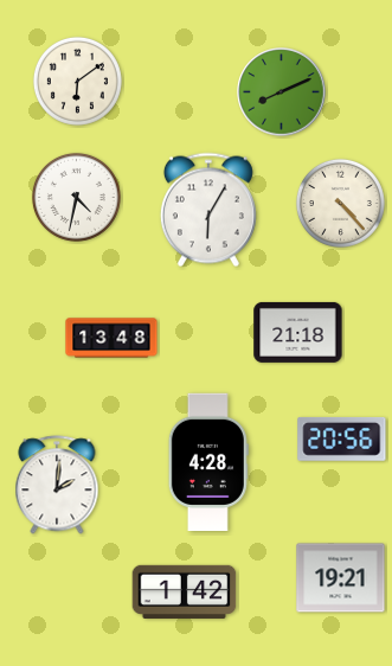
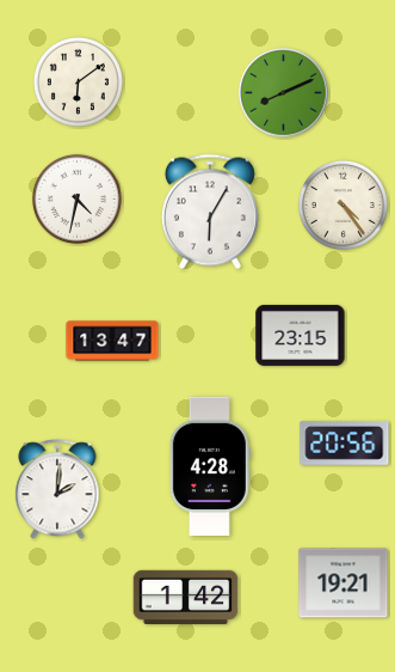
clock at (340, 203): 4:23 -> 4:24
clock at (298, 332): 21:18 -> 23:15
clock at (111, 338): 13:48 -> 13:47
